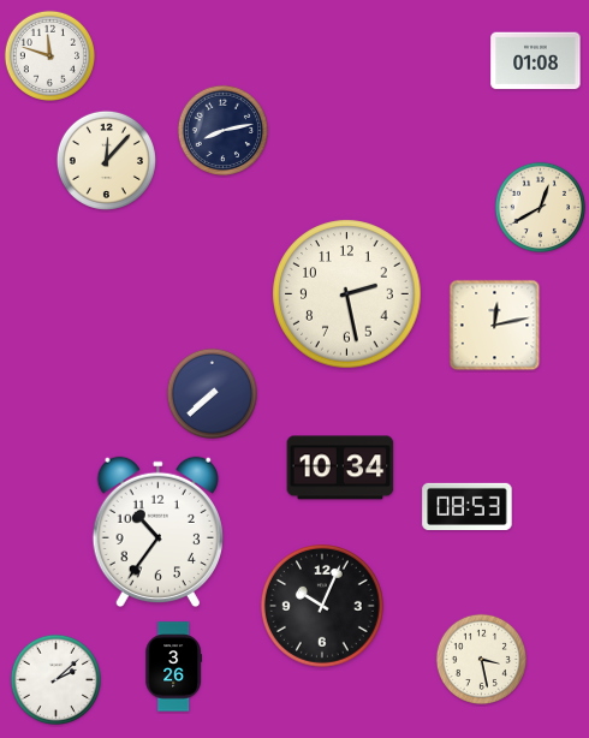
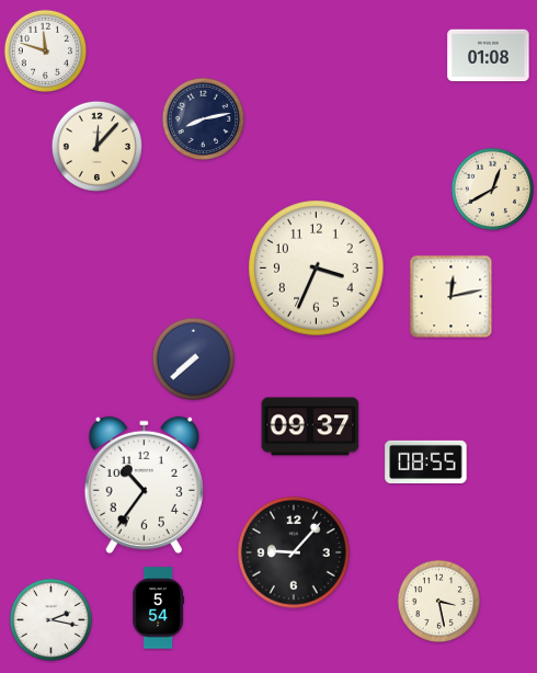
clock at (347, 294): 2:28 -> 3:34
clock at (340, 468): 10:34 -> 09:37
clock at (468, 506): 08:53 -> 08:55
clock at (322, 606): 10:04 -> 9:07
clock at (173, 667): 3:26 -> 5:54
clock at (55, 679): 2:08 -> 2:17
